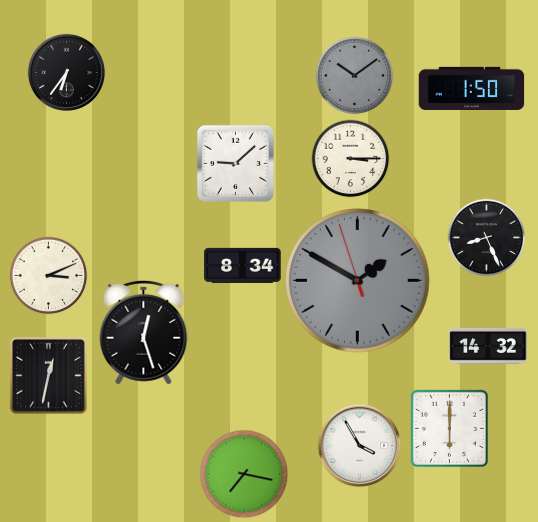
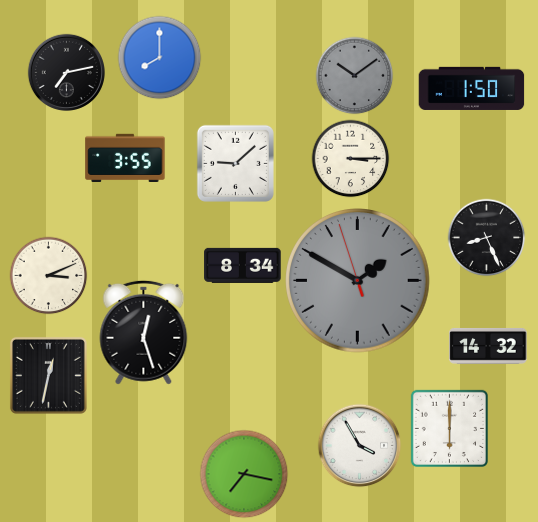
clock at (159, 57): none -> 8:00
clock at (66, 72): 6:36 -> 7:13
clock at (125, 157): none -> 3:55
